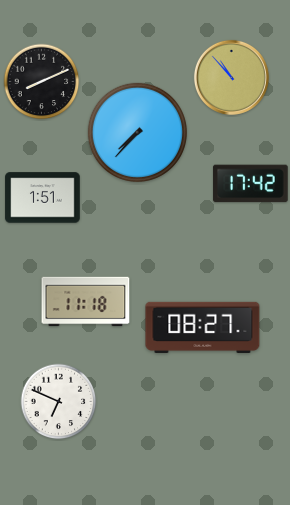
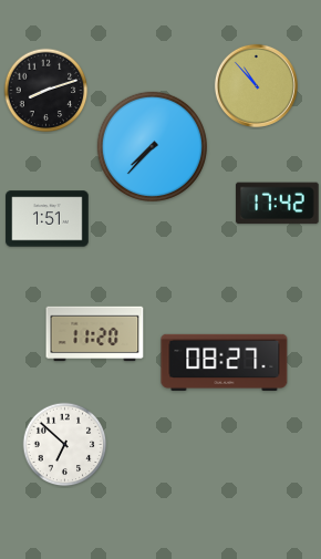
clock at (42, 82): 8:11 -> 8:12
clock at (86, 302): 11:18 -> 11:20
clock at (59, 402): 6:49 -> 6:52
